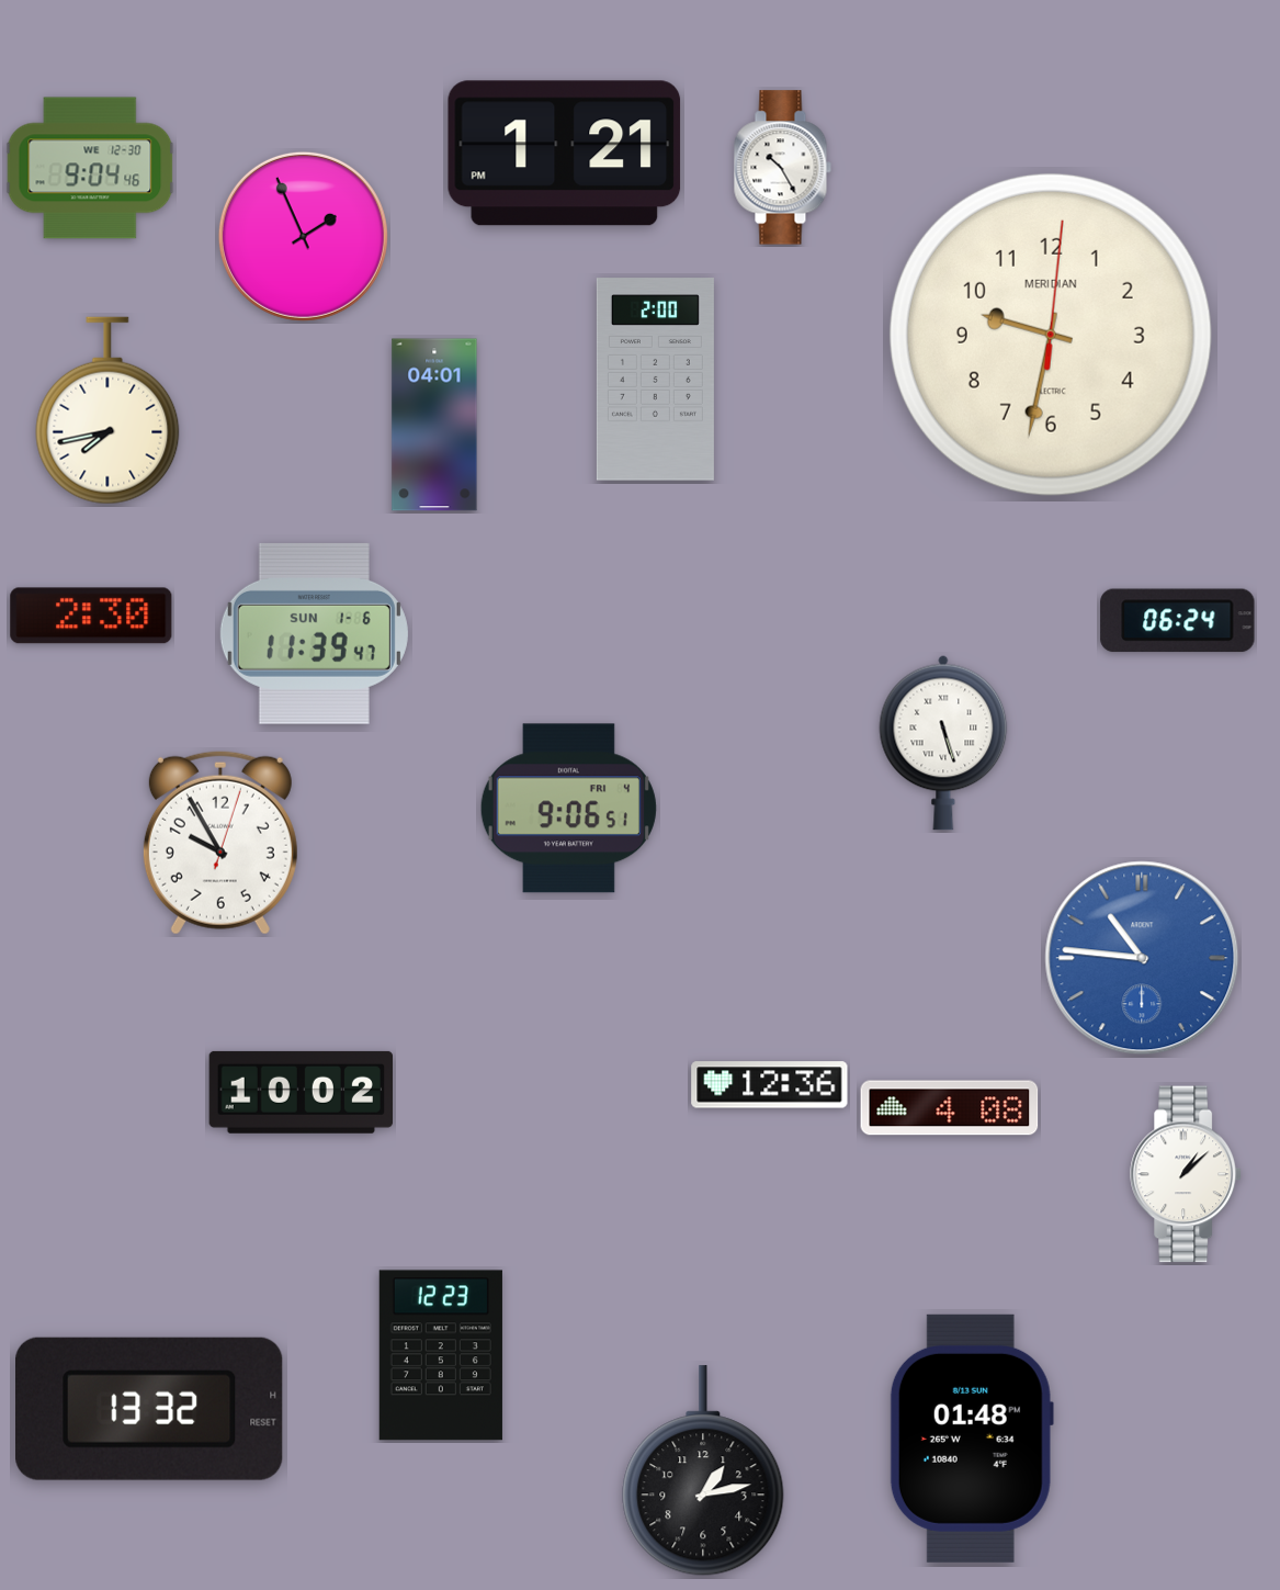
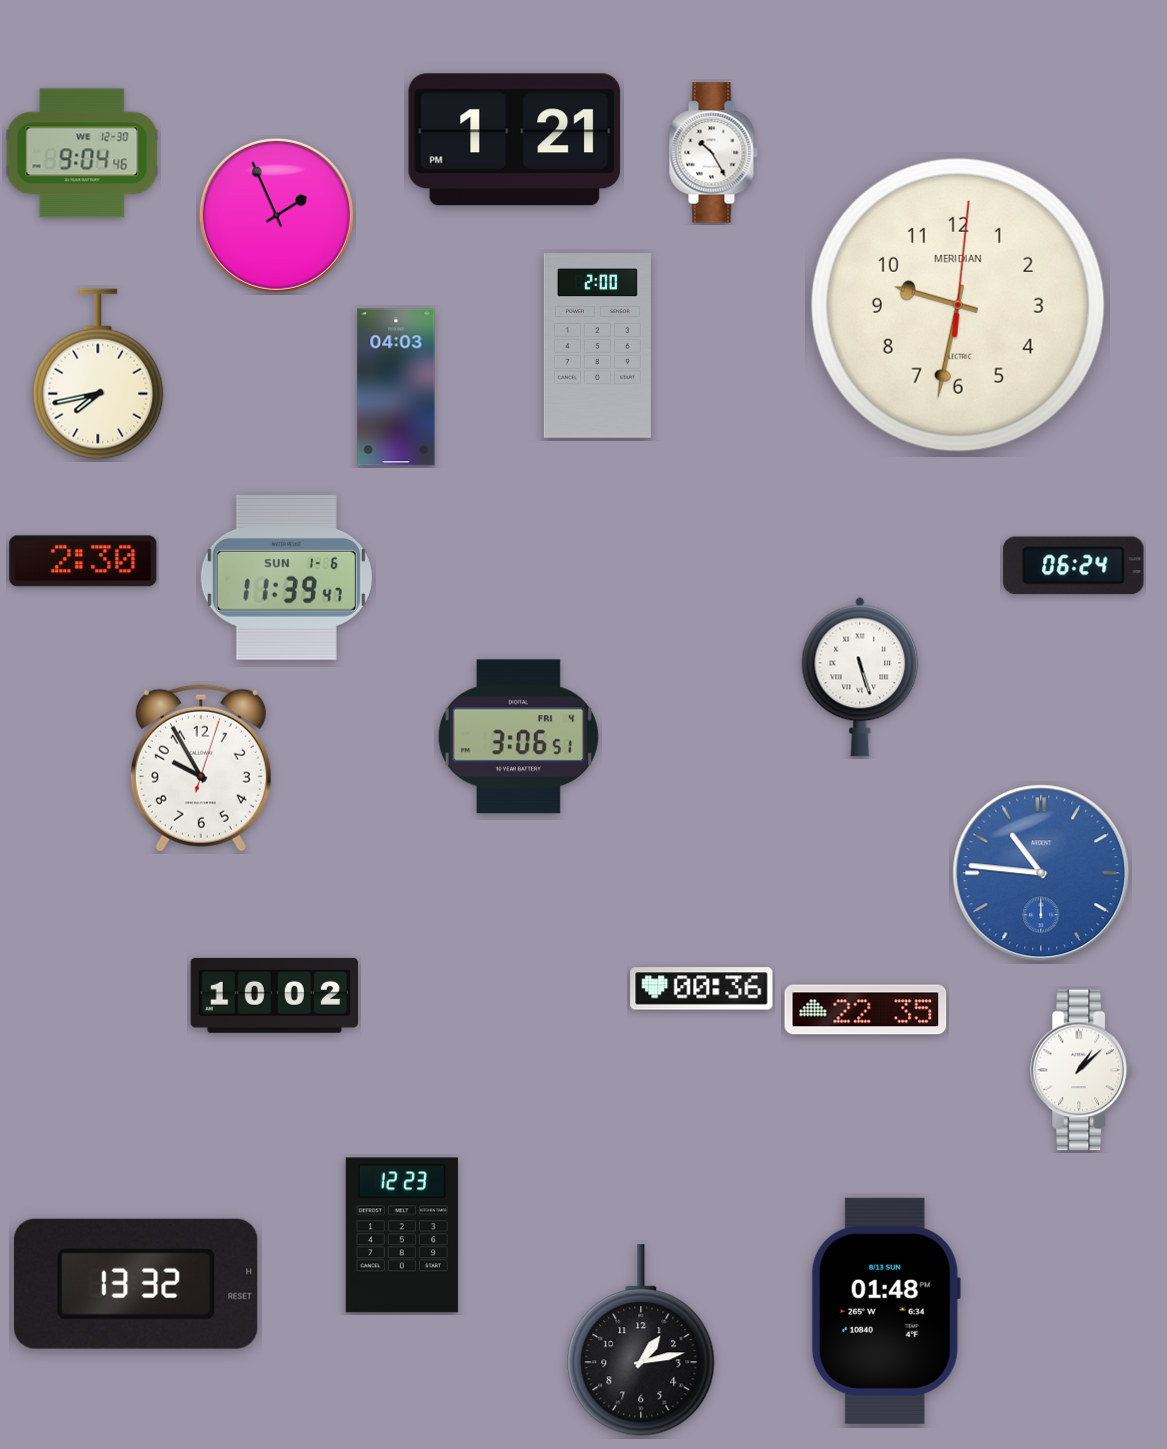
clock at (434, 425): 04:01 -> 04:03
clock at (568, 809): 9:06 -> 3:06
clock at (770, 1085): 12:36 -> 00:36
clock at (950, 1108): 4:08 -> 22:35
